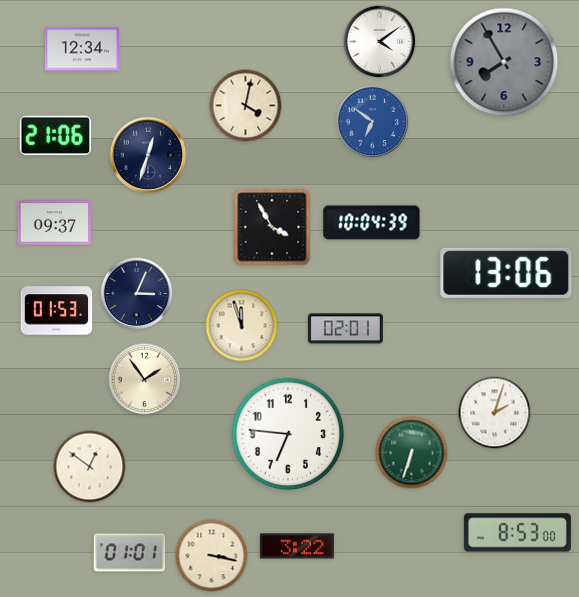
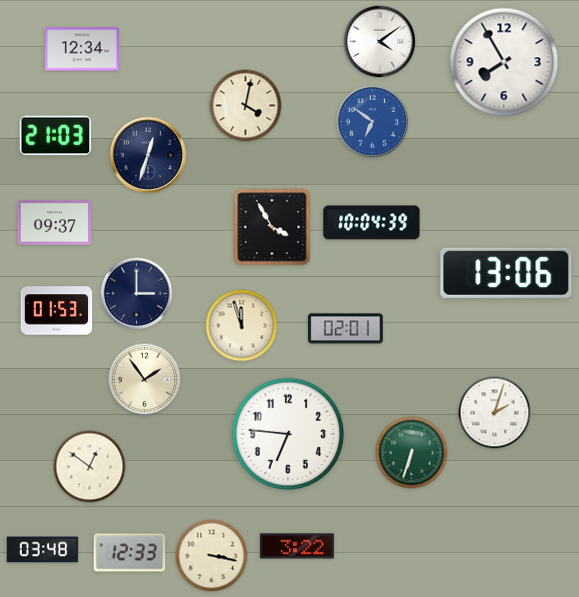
clock at (504, 62) dial: grey -> white
clock at (56, 136): 21:06 -> 21:03
clock at (137, 294): 3:04 -> 3:00
clock at (517, 533): 8:53 -> none
clock at (43, 550): none -> 03:48
clock at (130, 553): 01:01 -> 12:33
